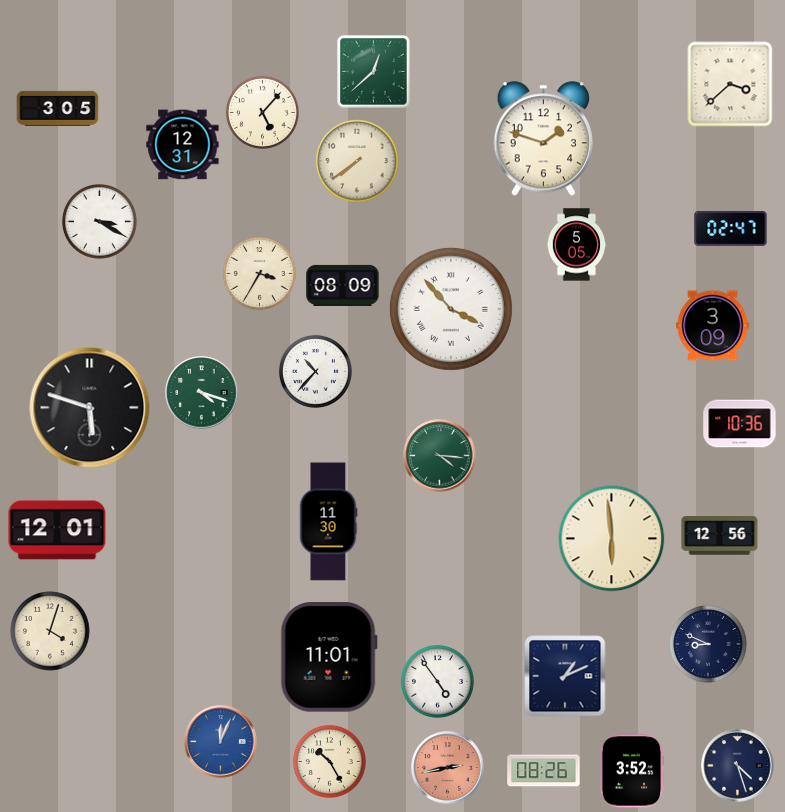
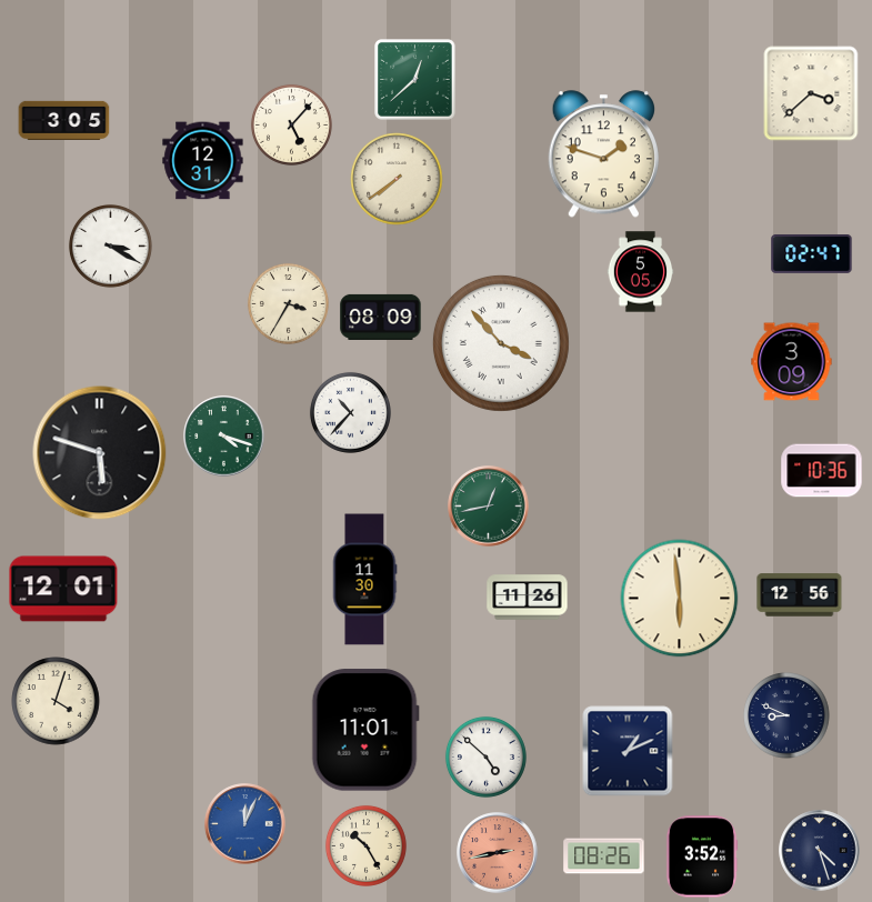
clock at (440, 456): 4:16 -> 12:43
clock at (528, 598): none -> 11:26
clock at (437, 681): 4:54 -> 4:52
